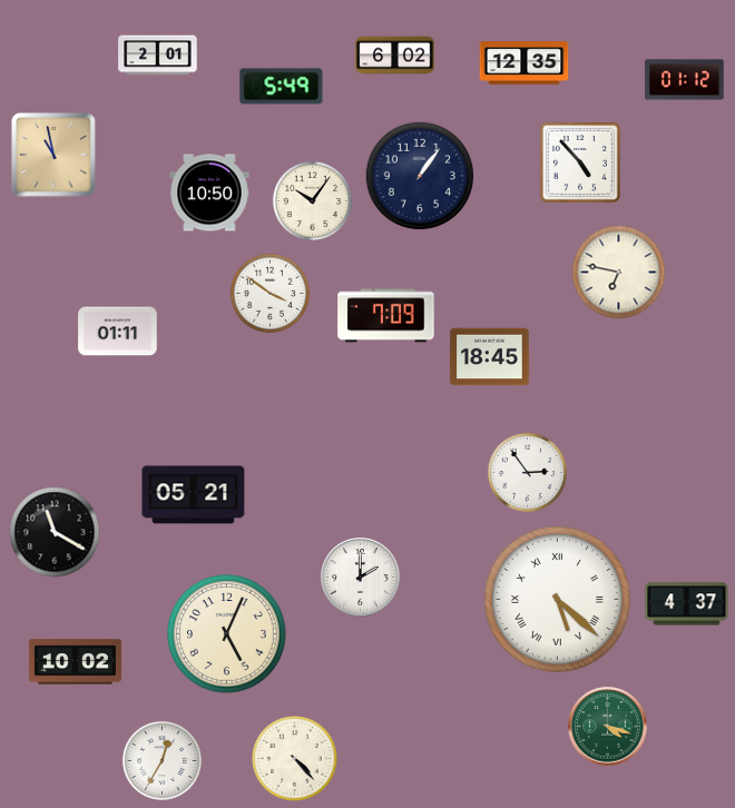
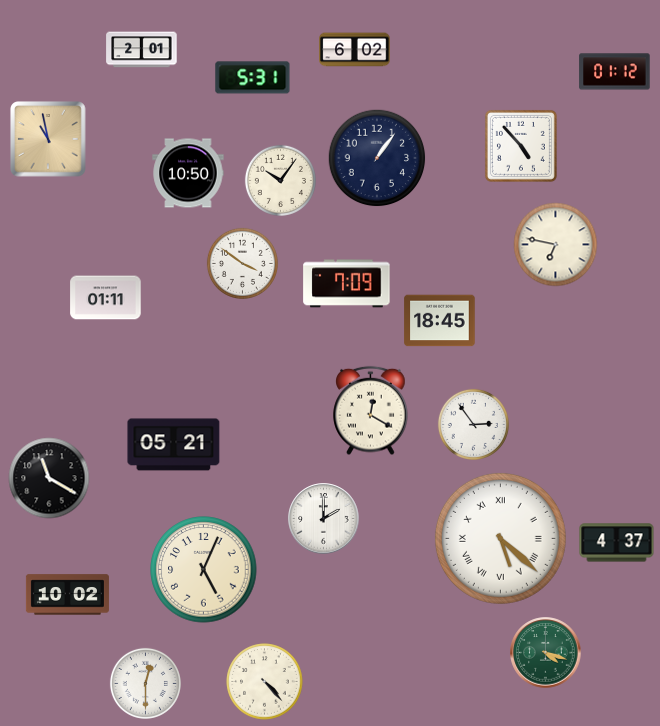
clock at (525, 63): 12:35 -> none
clock at (282, 87): 5:49 -> 5:31
clock at (371, 411): none -> 12:20
clock at (161, 760): 12:35 -> 12:30
